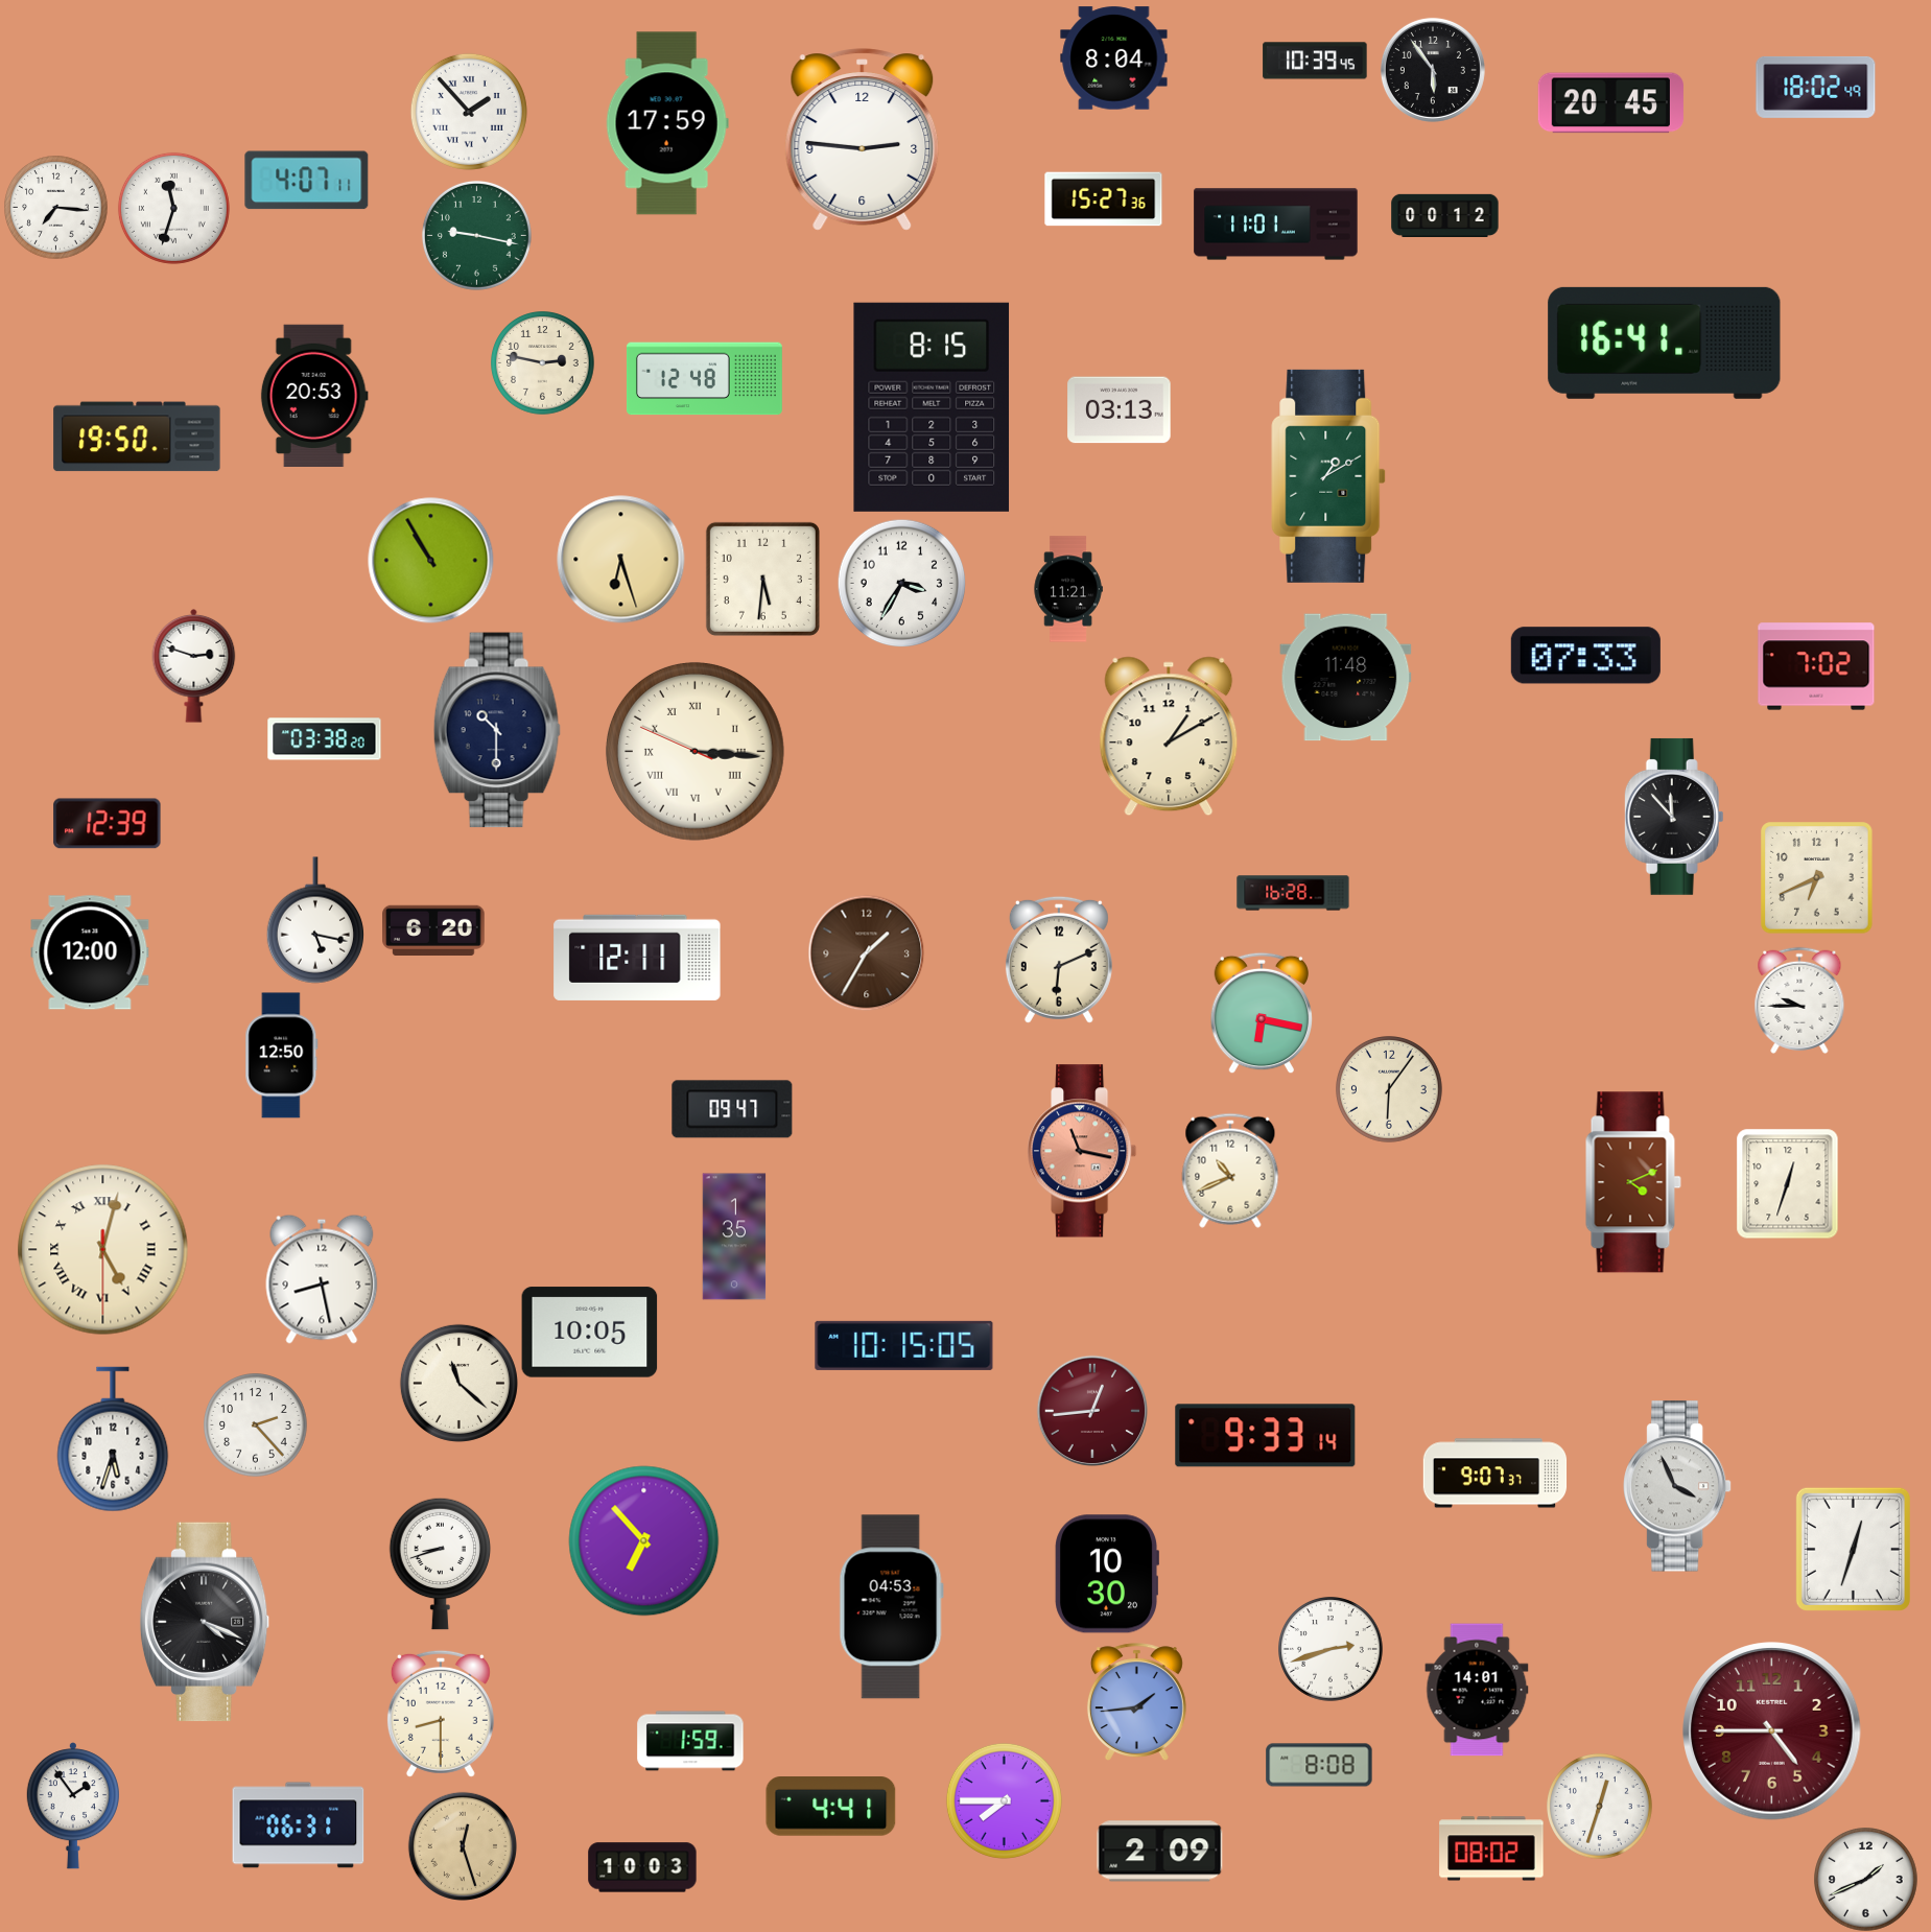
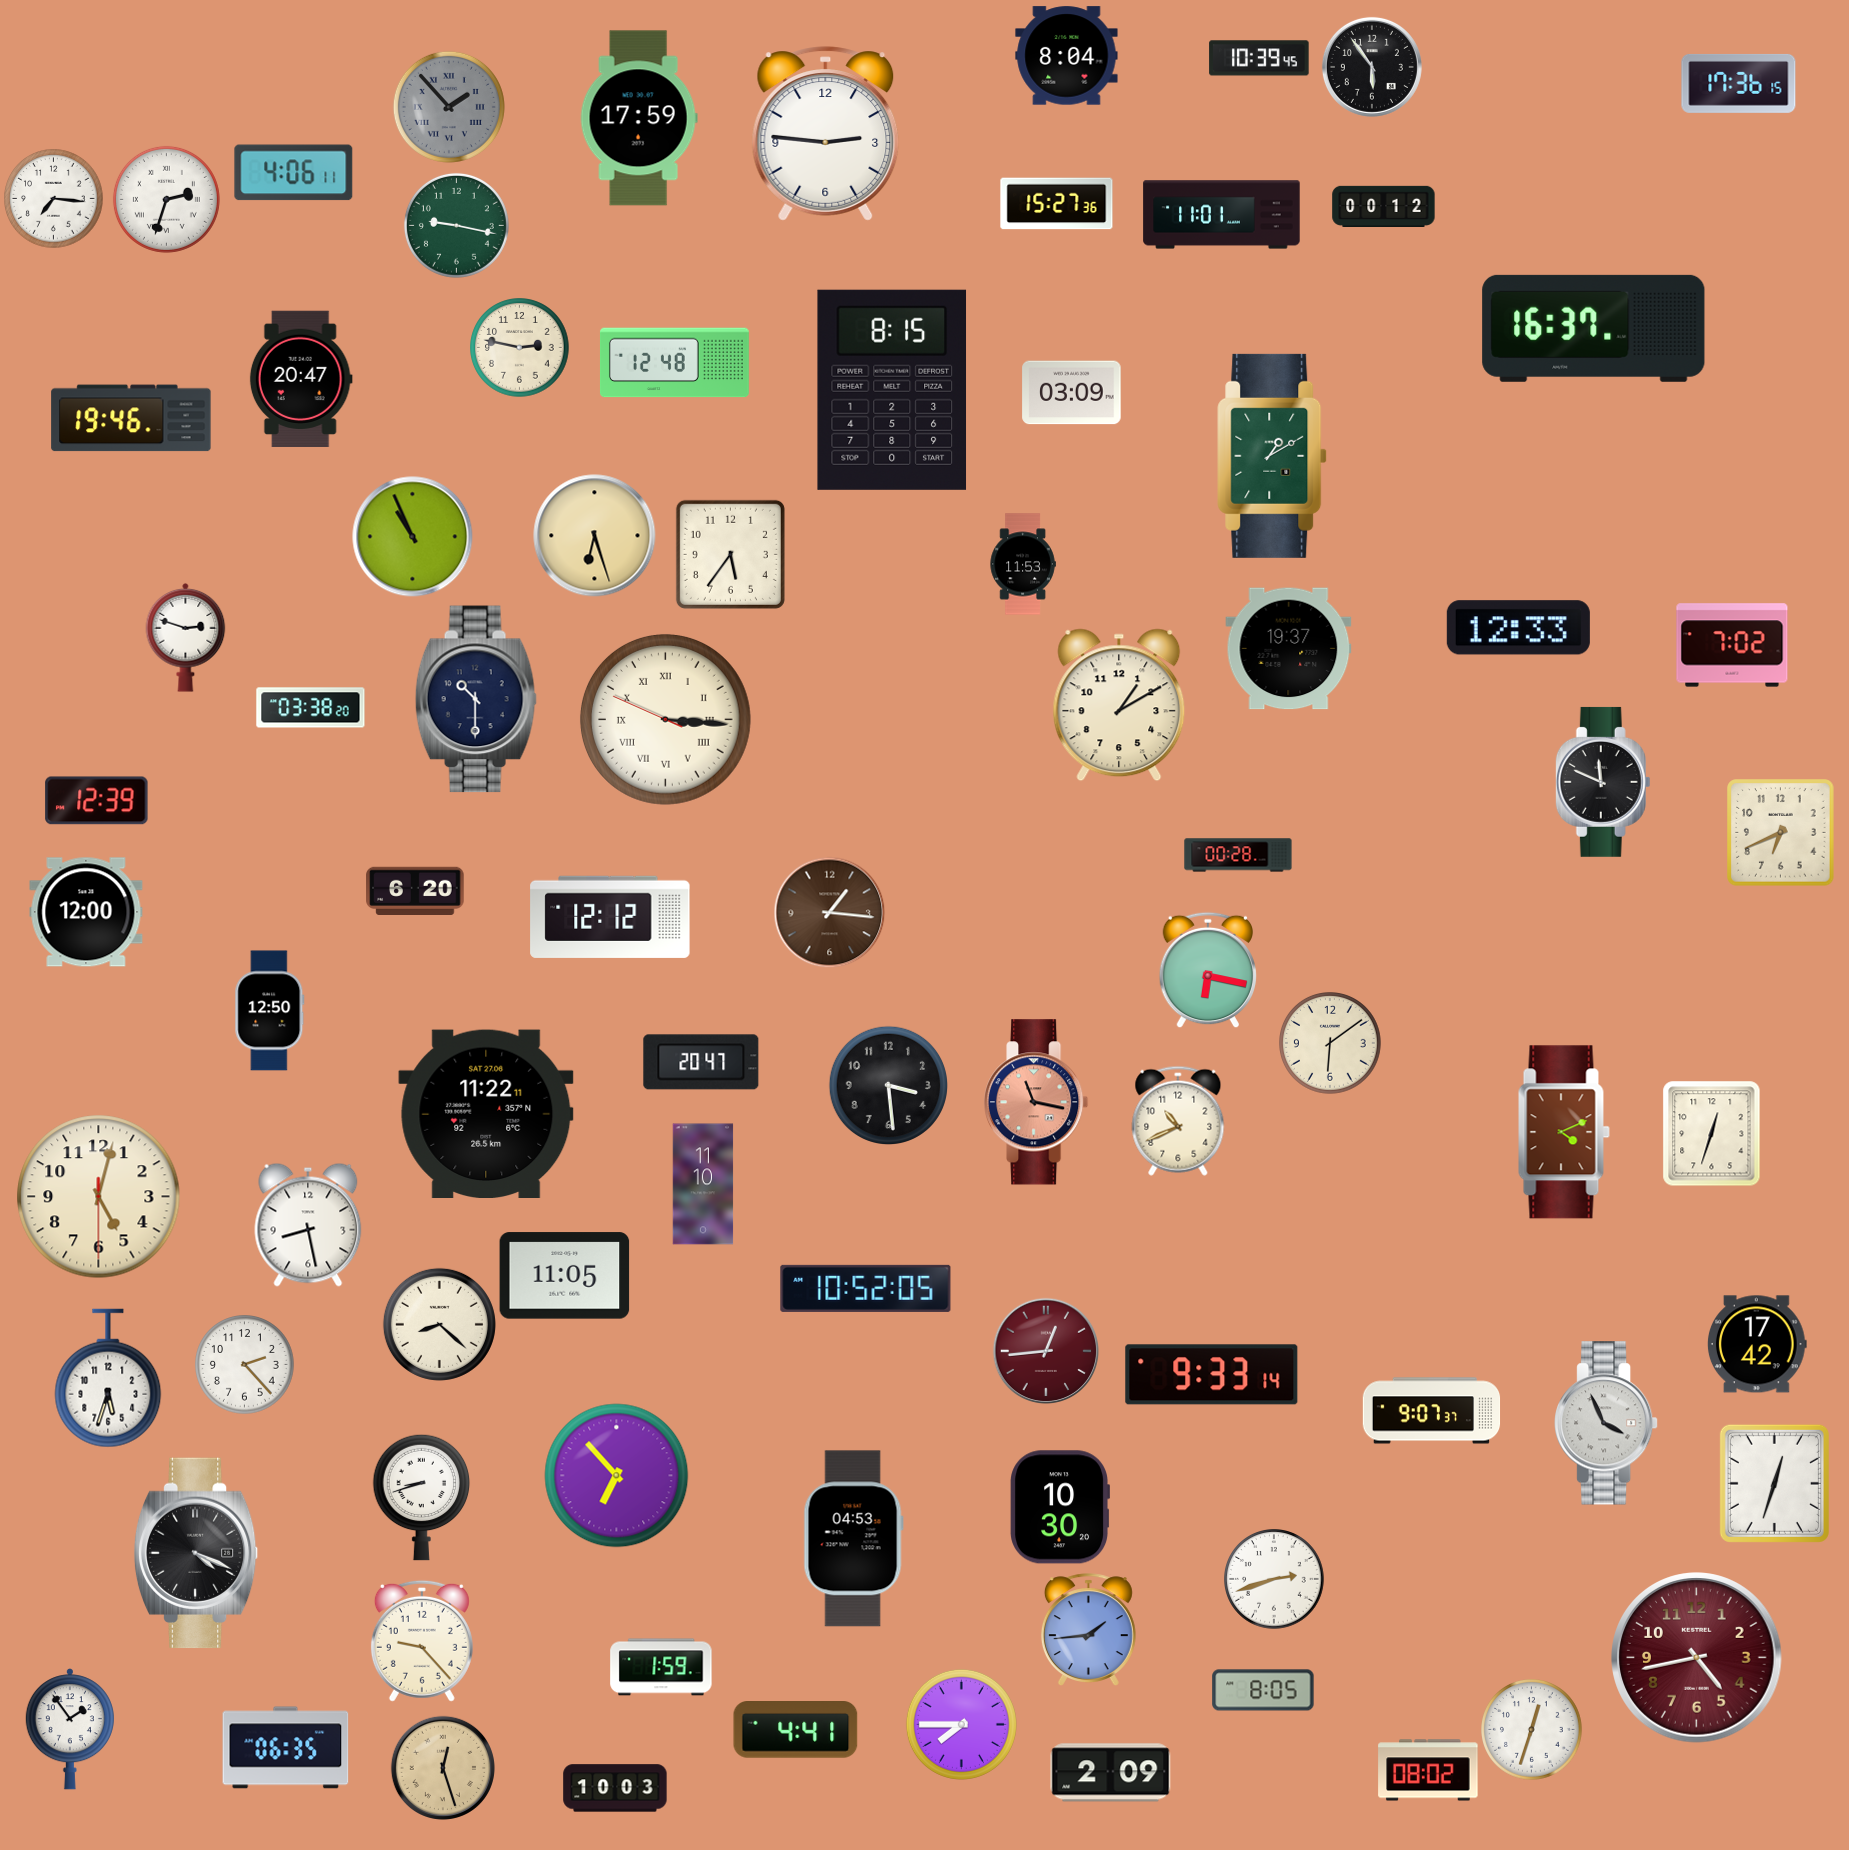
clock at (1816, 87): 18:02 -> 17:36
clock at (1610, 103): 20:45 -> none
clock at (469, 112) dial: white -> grey
clock at (307, 181): 4:07 -> 4:06
clock at (1104, 199) position: (1104, 199) -> (1057, 204)
clock at (173, 208): 11:33 -> 2:33
clock at (1665, 343): 16:41 -> 16:37
clock at (314, 395): 20:53 -> 20:47
clock at (1120, 410): 03:13 -> 03:09
clock at (137, 437): 19:50 -> 19:46
clock at (431, 561): 10:55 -> 10:56
clock at (762, 579): 5:31 -> 5:36
clock at (901, 583): 3:35 -> none
clock at (1068, 589): 11:21 -> 11:53
clock at (1585, 656): 07:33 -> 12:33
clock at (1816, 666) position: (1816, 666) -> (1732, 645)
clock at (1346, 678): 11:48 -> 19:37
clock at (1674, 817): 11:53 -> 11:49
clock at (108, 824) position: (108, 824) -> (97, 801)
clock at (1817, 878) position: (1817, 878) -> (1781, 833)
clock at (1293, 893): 16:28 -> 00:28
clock at (314, 920): 5:17 -> none
clock at (866, 952): 1:35 -> 1:16
clock at (637, 958): 12:11 -> 12:12
clock at (1059, 960): 6:11 -> none
clock at (1799, 1000): 9:45 -> none
clock at (1390, 1090): 6:06 -> 6:09
clock at (732, 1109): 09:47 -> 20:47
clock at (888, 1085): none -> 3:29
clock at (486, 1113): none -> 11:22
clock at (734, 1236): 1:35 -> 11:10
clock at (103, 1250) numerals: Roman -> Arabic
clock at (590, 1333): 10:05 -> 11:05
clock at (904, 1345): 10:15 -> 10:52
clock at (458, 1383): 11:22 -> 8:22
clock at (1757, 1344): none -> 17:42
clock at (1477, 1690): 14:01 -> none
clock at (441, 1714): 8:30 -> 9:23
clock at (1772, 1731): 4:45 -> 4:43
clock at (1319, 1765): 8:08 -> 8:05
clock at (299, 1825): 06:31 -> 06:35
clock at (1866, 1880): 1:41 -> none
